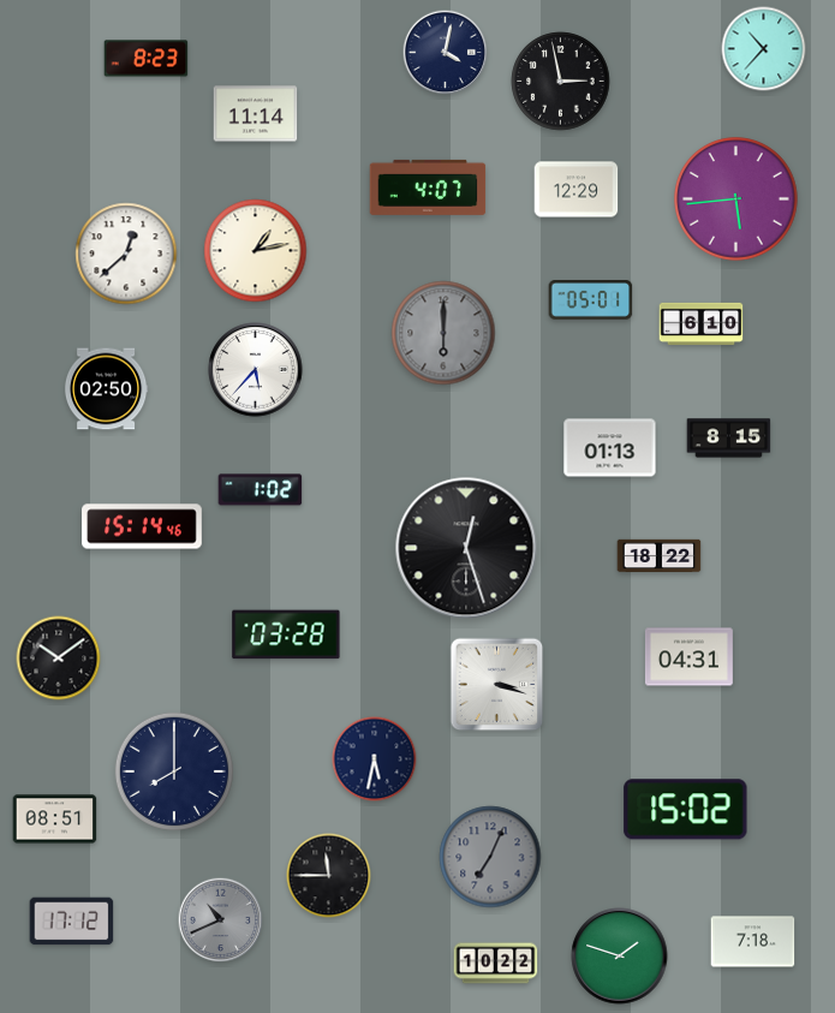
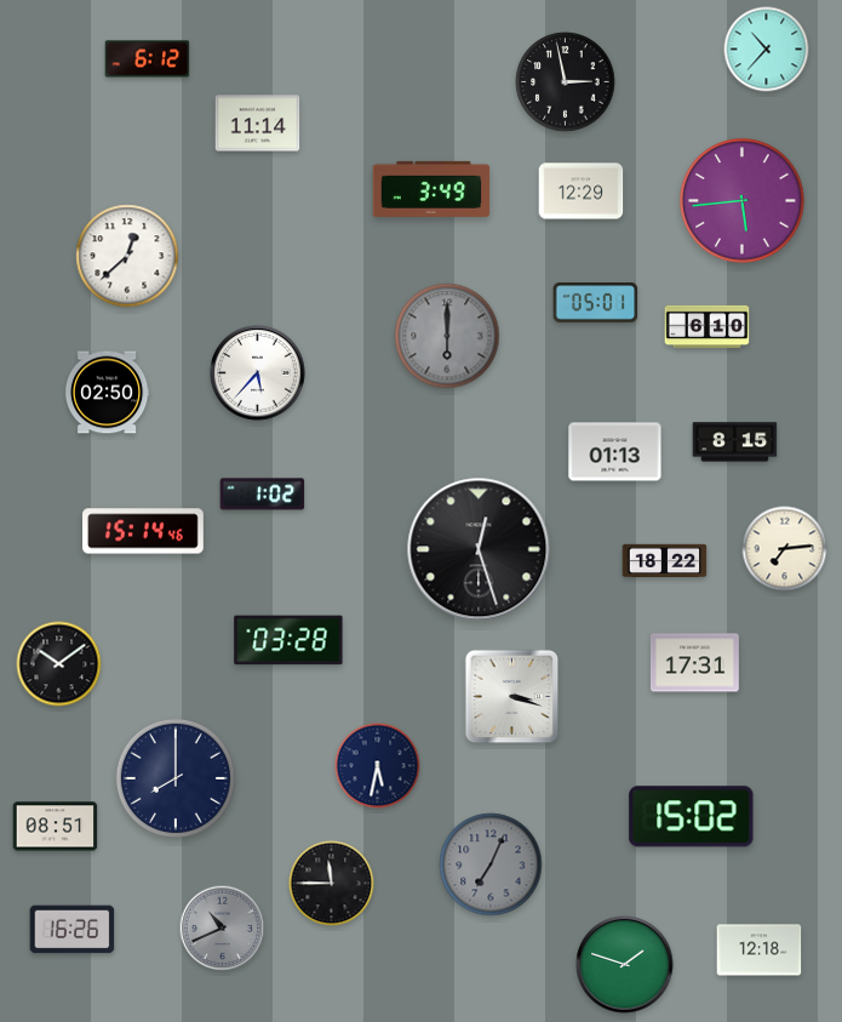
clock at (764, 49) position: (764, 49) -> (767, 50)
clock at (446, 53): 4:02 -> none
clock at (147, 59): 8:23 -> 6:12
clock at (256, 114) position: (256, 114) -> (258, 124)
clock at (428, 187): 4:07 -> 3:49
clock at (256, 251): 1:13 -> none
clock at (785, 549): none -> 7:14
clock at (466, 548) position: (466, 548) -> (479, 549)
clock at (688, 657): 04:31 -> 17:31
clock at (497, 685) position: (497, 685) -> (512, 697)
clock at (490, 857) position: (490, 857) -> (491, 864)
clock at (72, 922): 17:12 -> 16:26
clock at (753, 942): 7:18 -> 12:18
clock at (496, 964): 10:22 -> none
